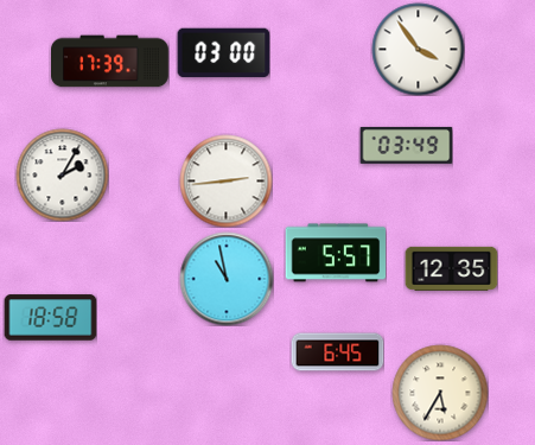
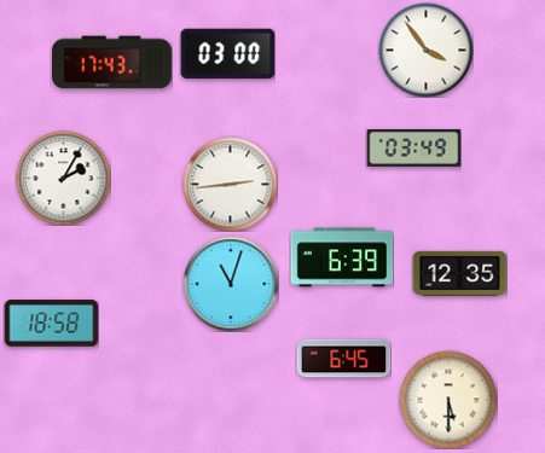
clock at (110, 62): 17:39 -> 17:43
clock at (336, 253): 5:57 -> 6:39
clock at (227, 279): 10:58 -> 11:03
clock at (440, 393): 5:35 -> 5:30
